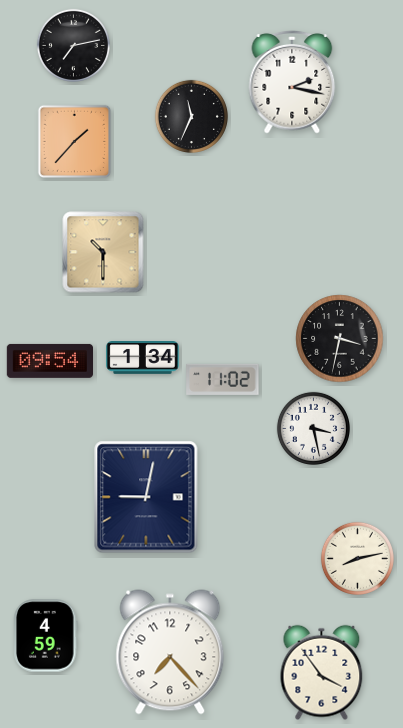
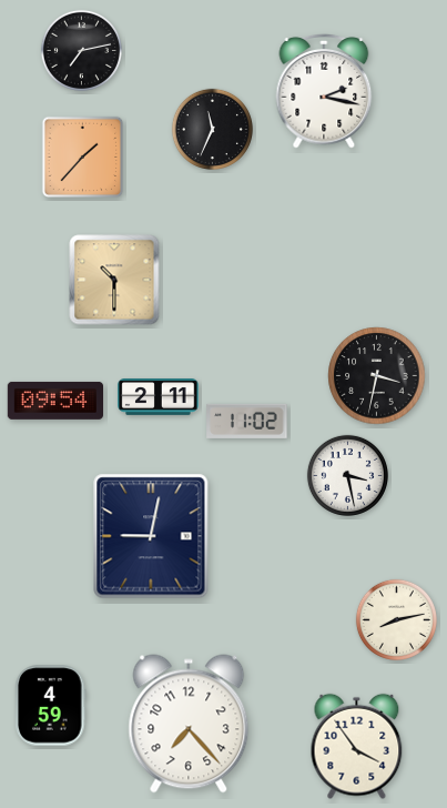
clock at (143, 358): 1:34 -> 2:11
clock at (146, 497) position: (146, 497) -> (151, 536)
